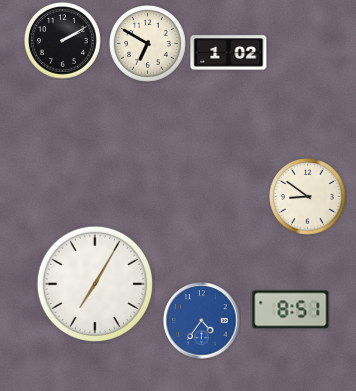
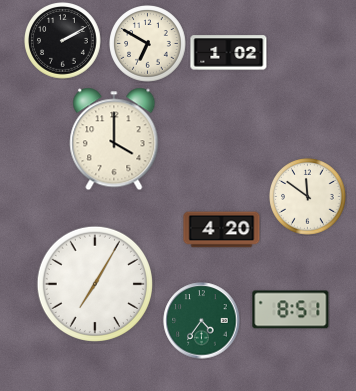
clock at (114, 139): none -> 4:00
clock at (308, 197): 8:51 -> 11:51
clock at (222, 230): none -> 4:20
clock at (202, 321) dial: blue -> green
